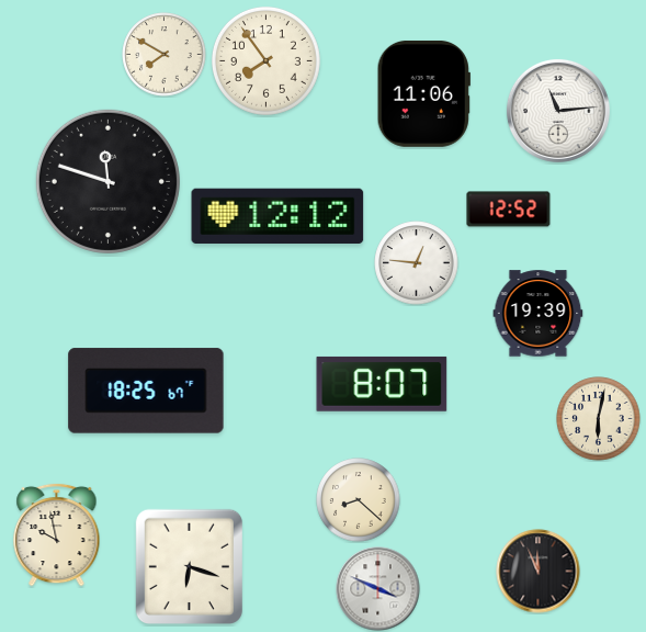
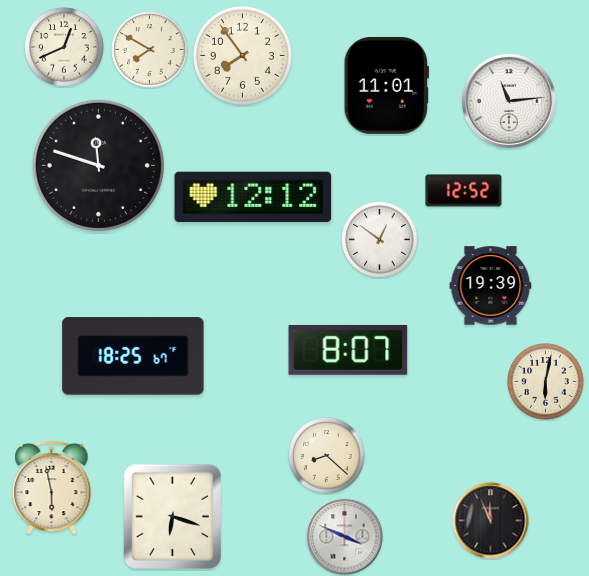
clock at (64, 47): none -> 12:41
clock at (423, 93): 11:06 -> 11:01
clock at (417, 263): 12:46 -> 12:51
clock at (57, 534): 9:58 -> 5:58
